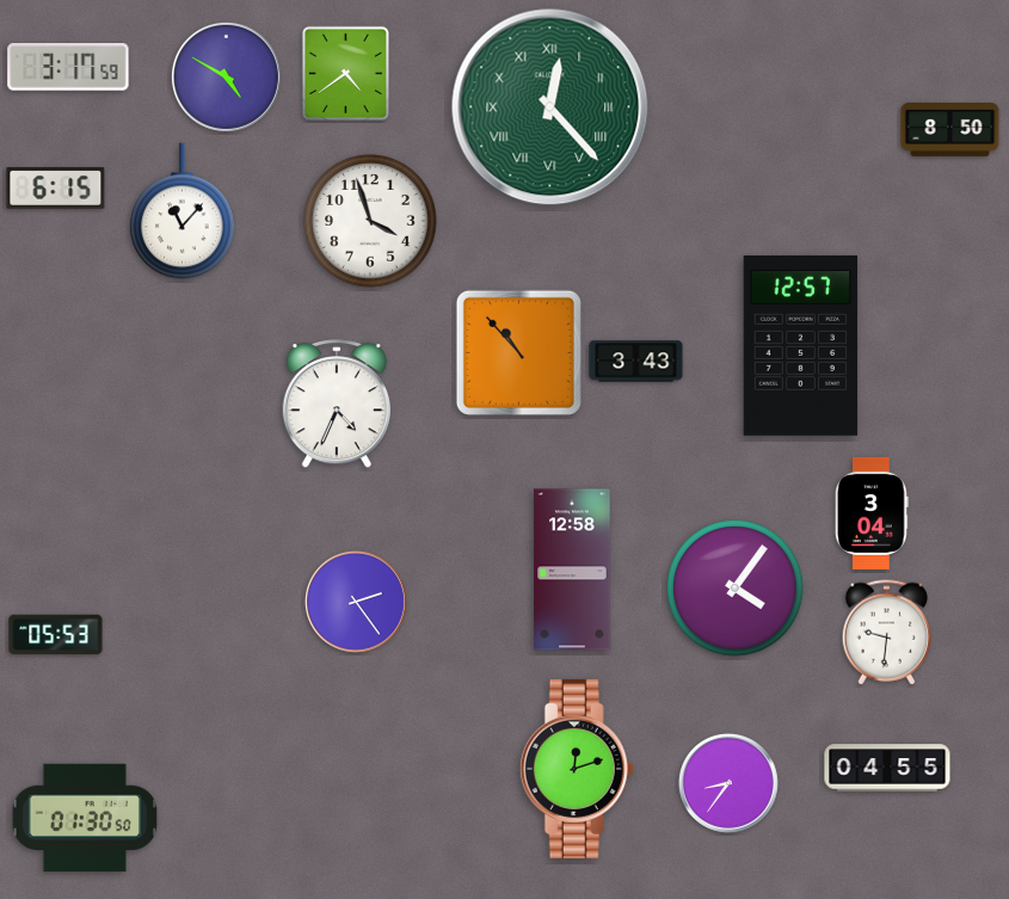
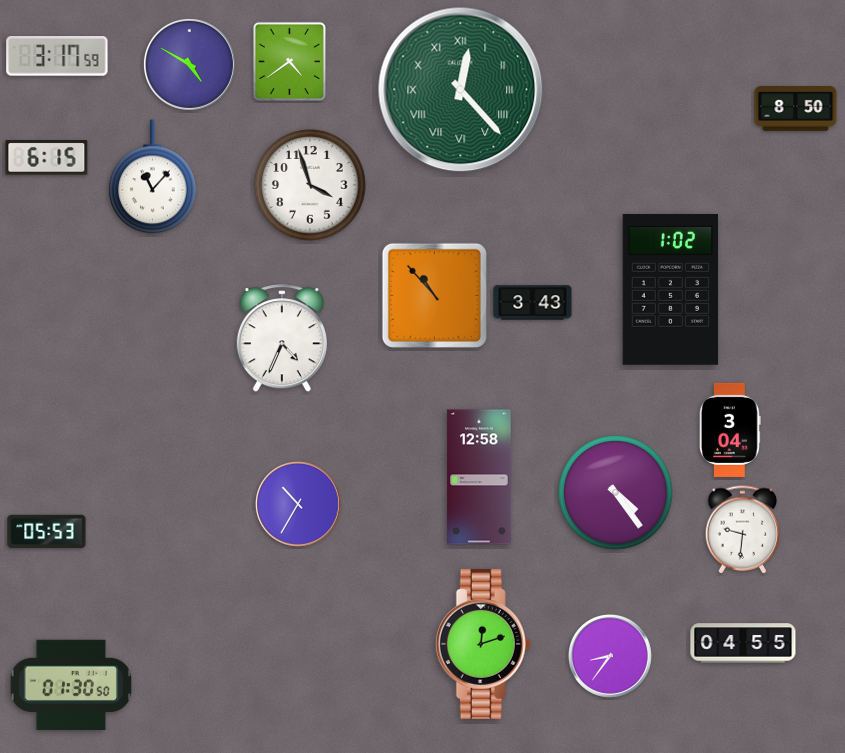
clock at (801, 345): 12:57 -> 1:02
clock at (736, 589): 4:06 -> 4:24
clock at (356, 602): 2:24 -> 10:35
